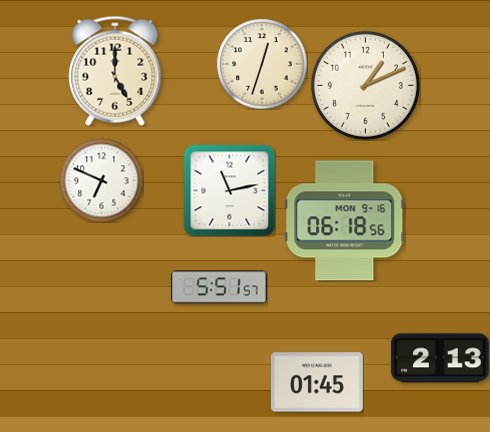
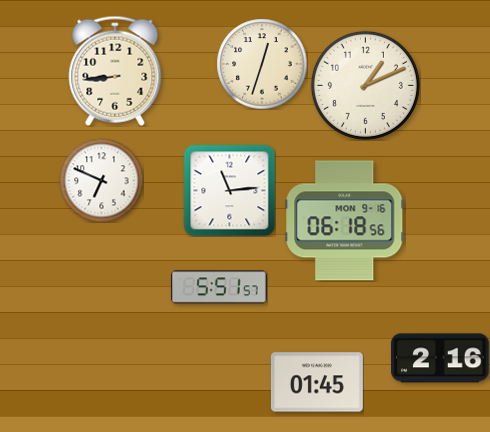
clock at (115, 71): 5:00 -> 8:44
clock at (229, 190): 11:13 -> 11:14
clock at (440, 358): 2:13 -> 2:16
